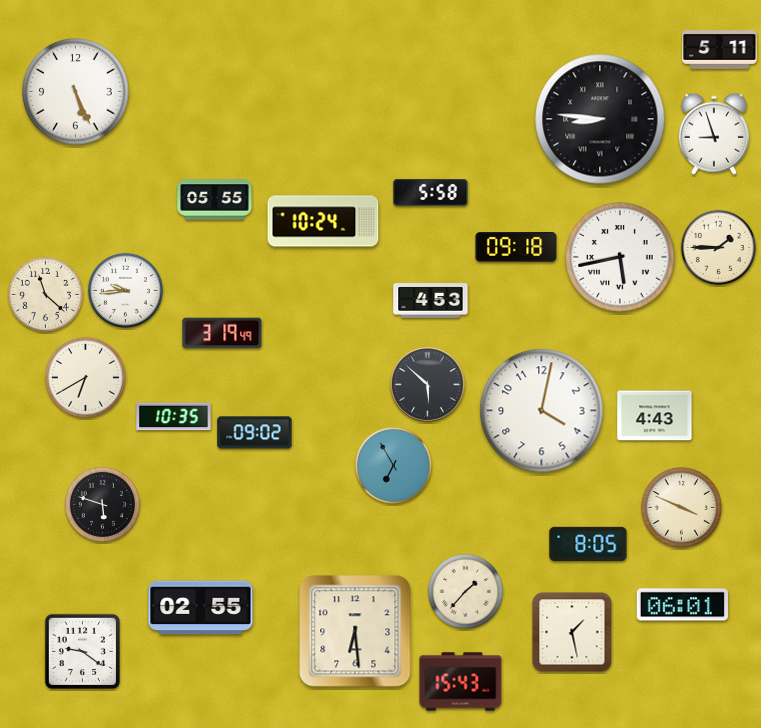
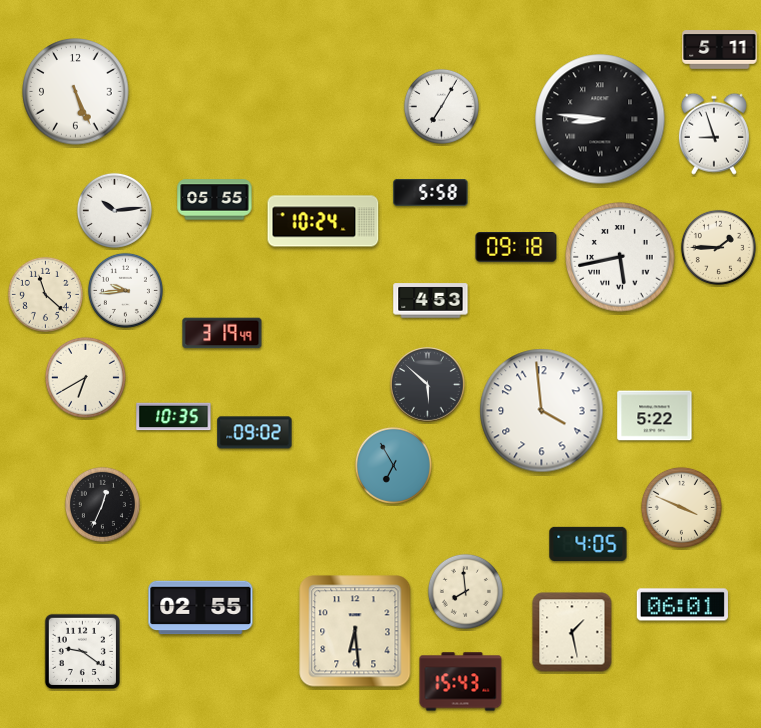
clock at (441, 106): none -> 7:05
clock at (114, 210): none -> 10:14
clock at (542, 411): 4:02 -> 3:59
clock at (655, 416): 4:43 -> 5:22
clock at (102, 504): 5:48 -> 12:34
clock at (588, 543): 8:05 -> 4:05
clock at (465, 591): 1:37 -> 7:59
